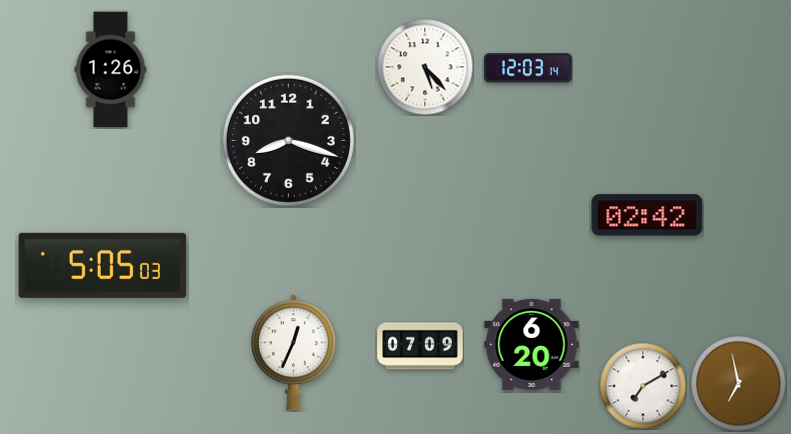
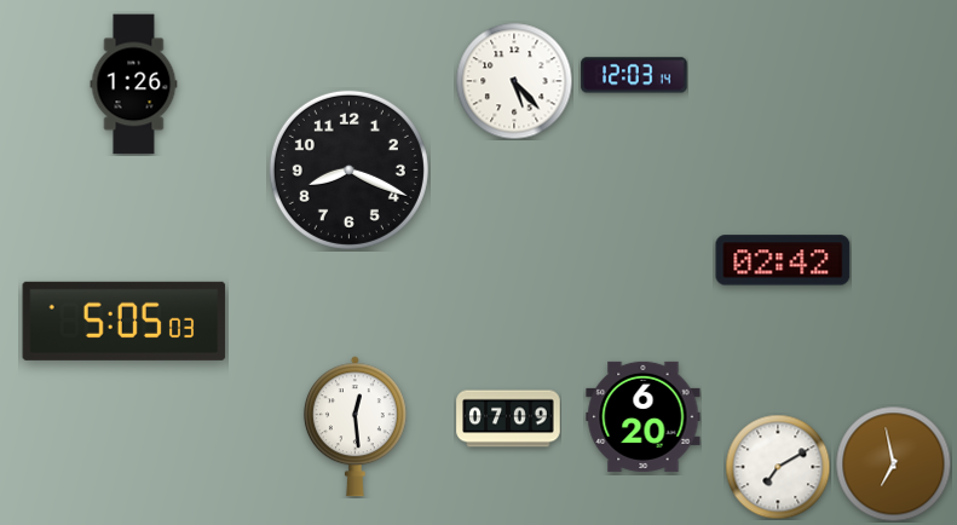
clock at (528, 68) position: (528, 68) -> (634, 75)
clock at (288, 140): 8:18 -> 8:19
clock at (293, 353): 12:34 -> 12:29
